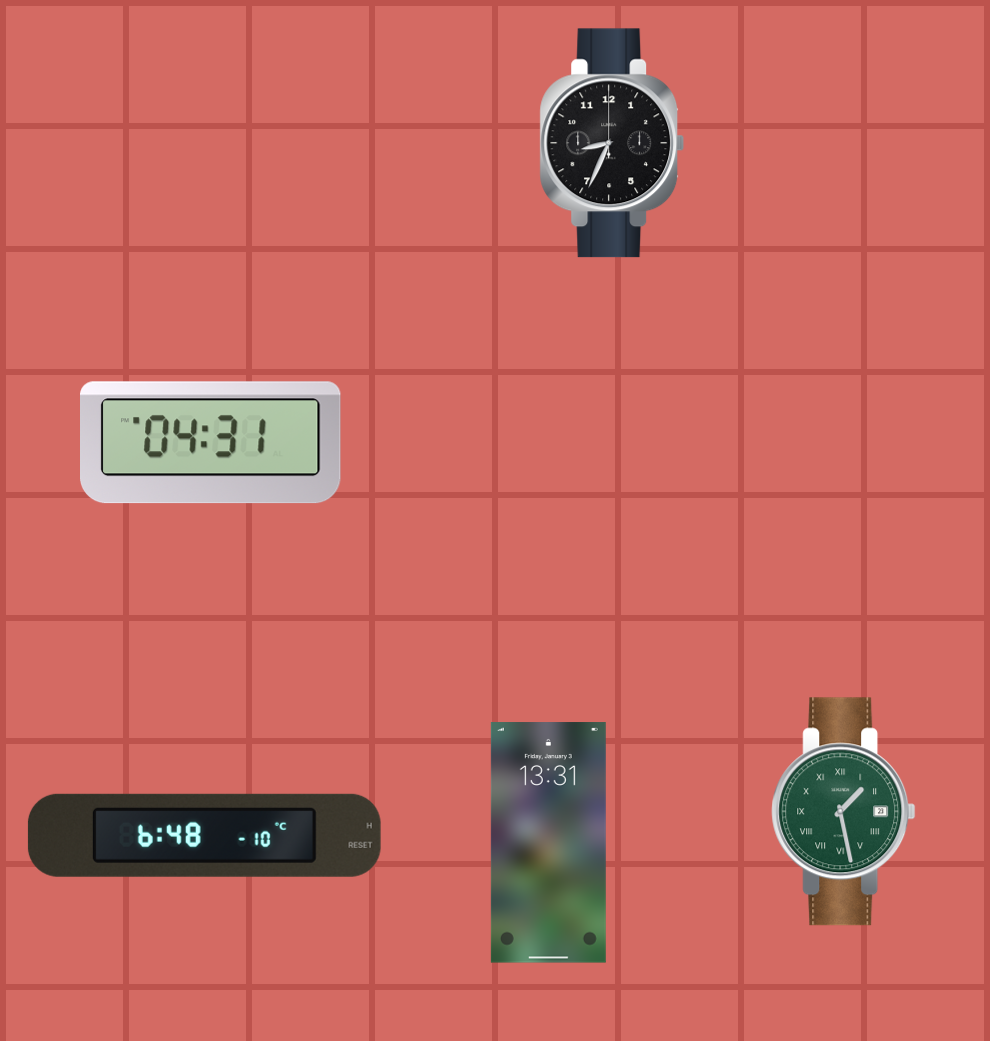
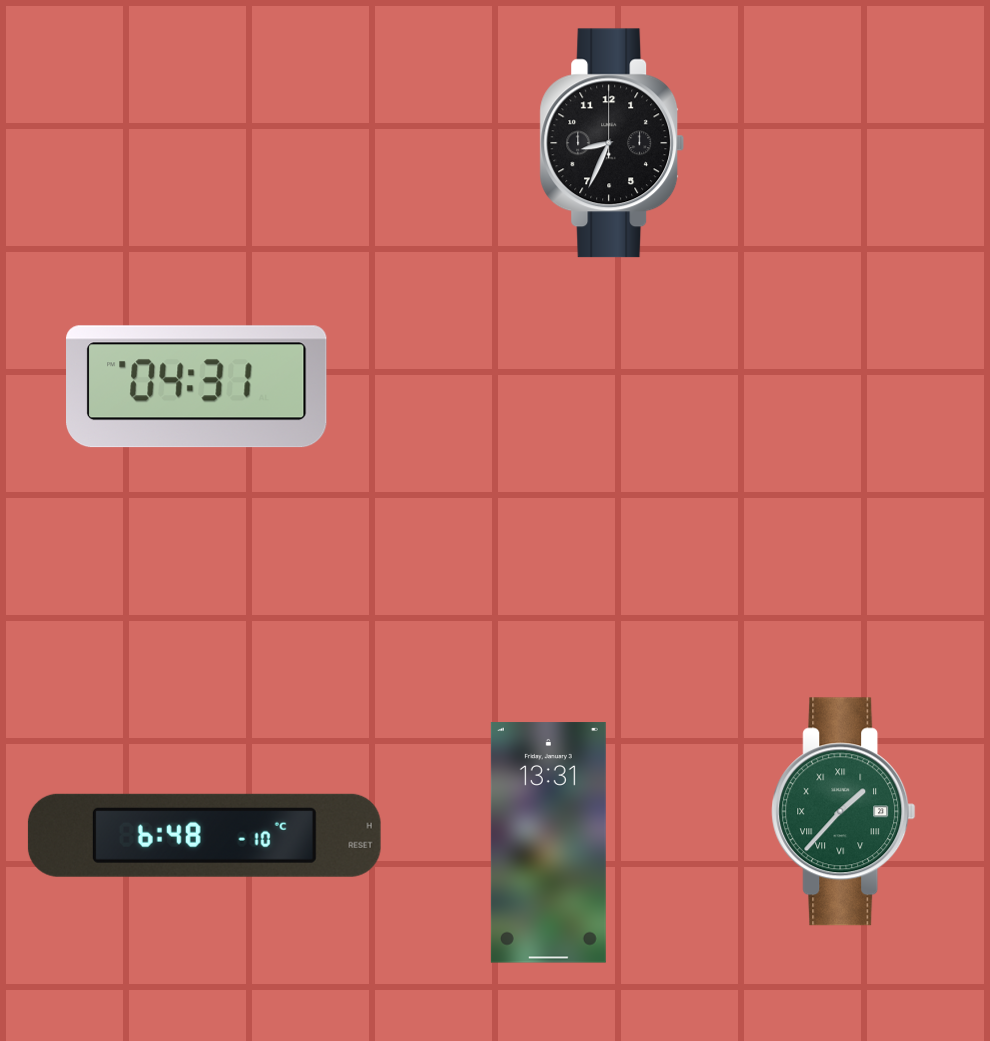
clock at (211, 443) position: (211, 443) -> (197, 387)
clock at (844, 812): 1:28 -> 1:37
